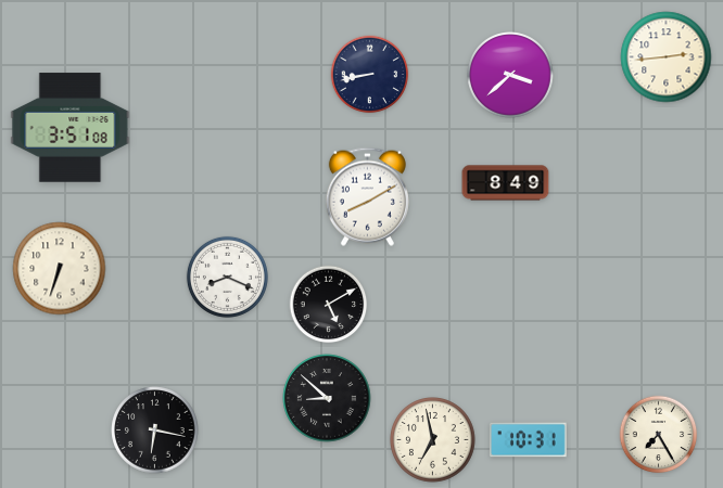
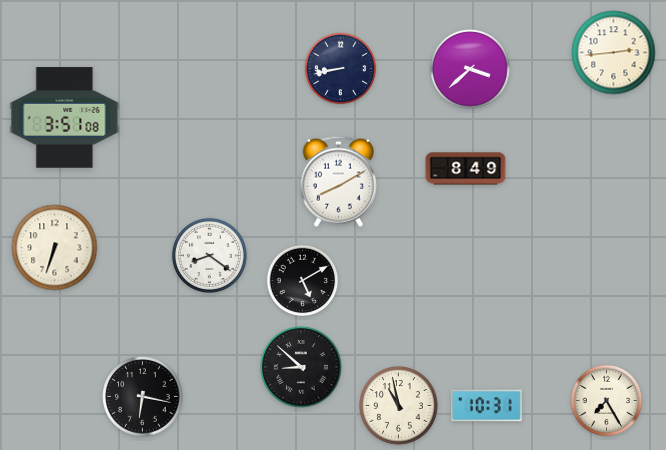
clock at (227, 277): 8:19 -> 8:21
clock at (433, 440): 6:58 -> 10:58
